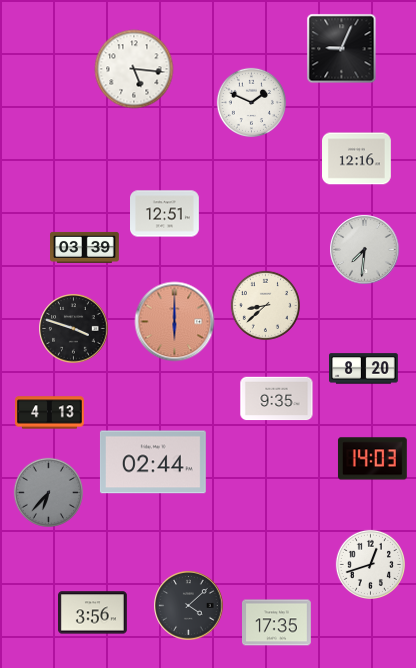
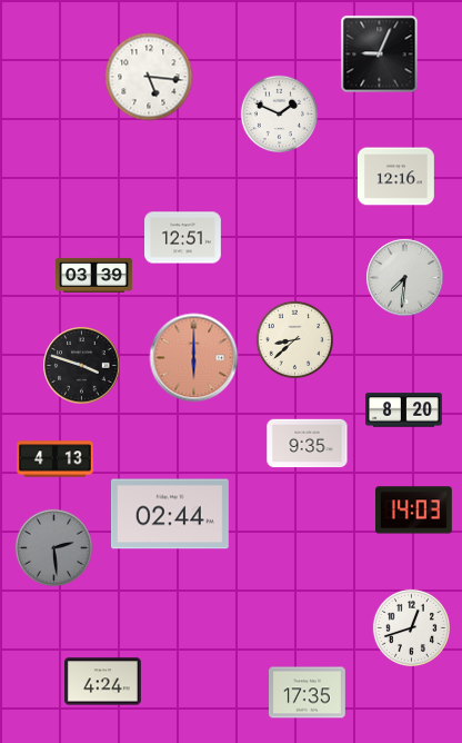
clock at (48, 492): 6:37 -> 2:29
clock at (189, 606): 4:08 -> none
clock at (93, 613): 3:56 -> 4:24
